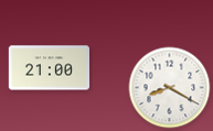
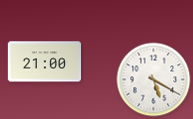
clock at (170, 88): 8:20 -> 5:20
